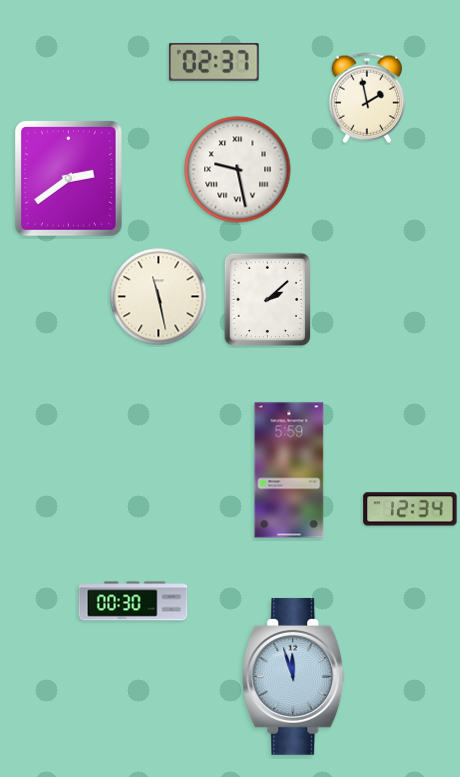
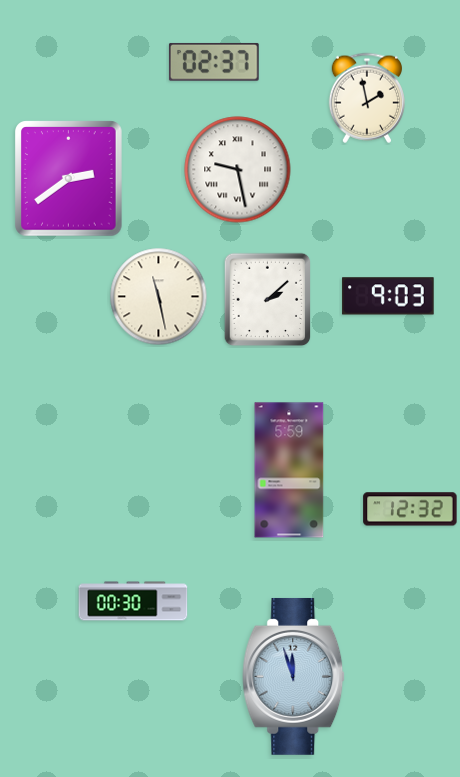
clock at (388, 296): none -> 9:03
clock at (410, 509): 12:34 -> 12:32
